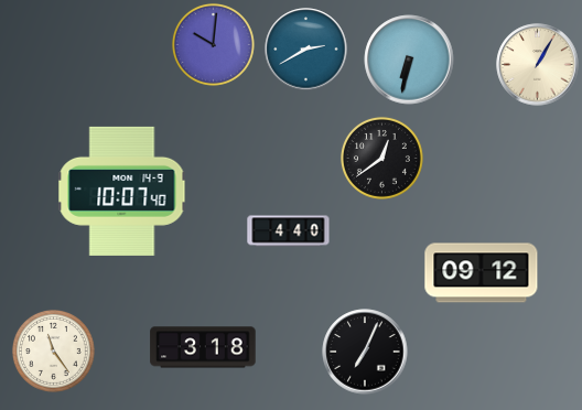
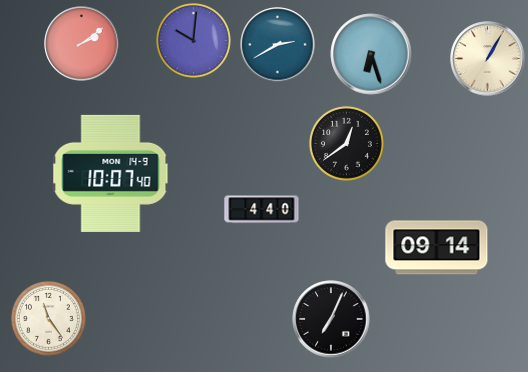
clock at (82, 44): none -> 2:09
clock at (409, 60): 6:32 -> 6:27
clock at (482, 273): 09:12 -> 09:14
clock at (203, 347): 3:18 -> none
